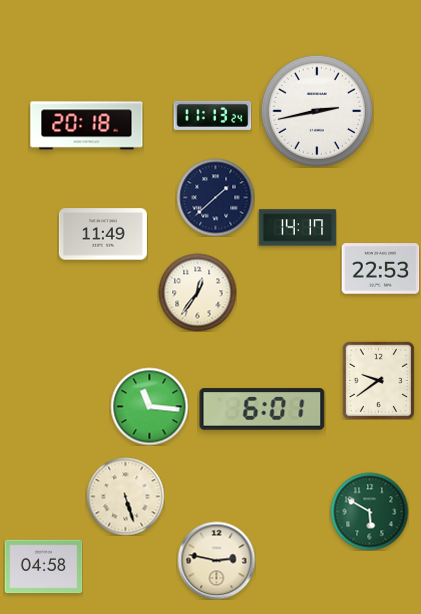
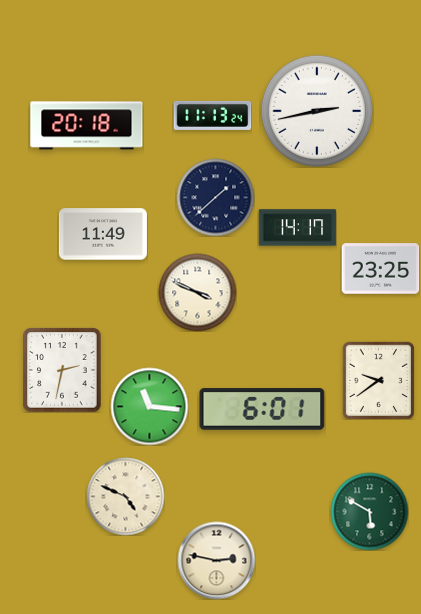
clock at (380, 269): 22:53 -> 23:25
clock at (197, 292): 12:36 -> 3:49
clock at (62, 370): none -> 2:32
clock at (125, 496): 5:27 -> 4:49
clock at (43, 567): 04:58 -> none
